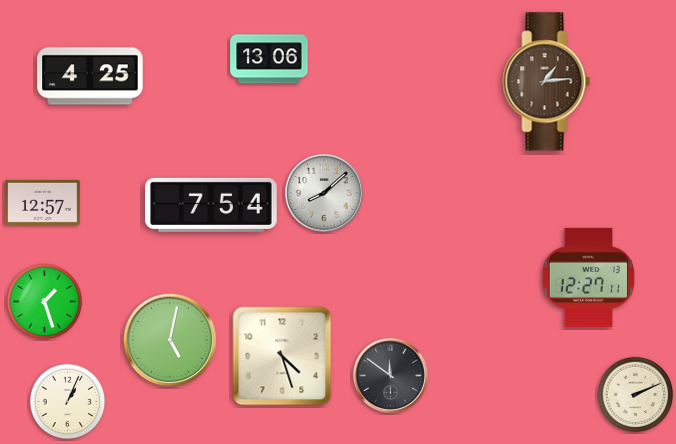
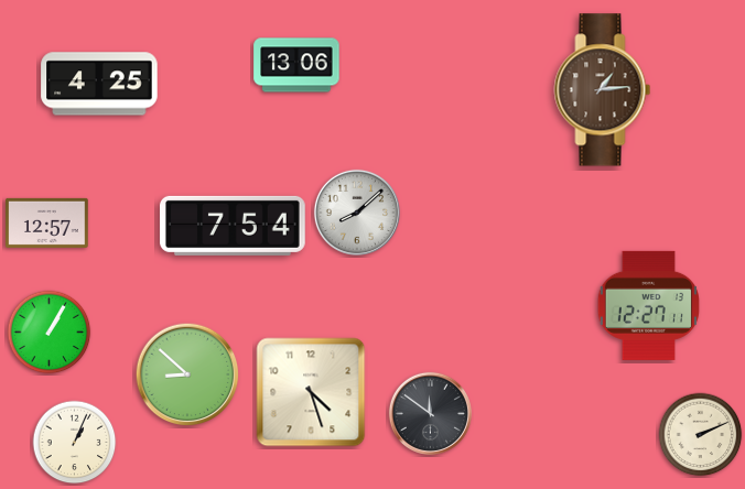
clock at (45, 302): 1:27 -> 1:05
clock at (170, 340): 5:02 -> 8:52
